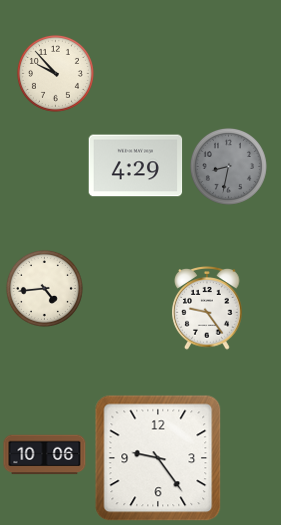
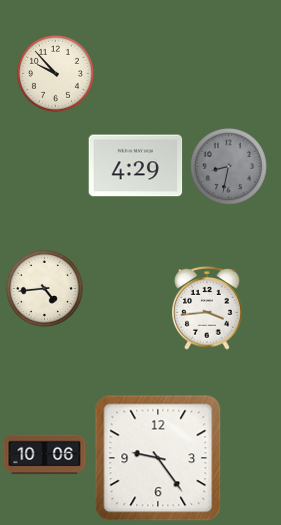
clock at (207, 308): 9:24 -> 3:44
